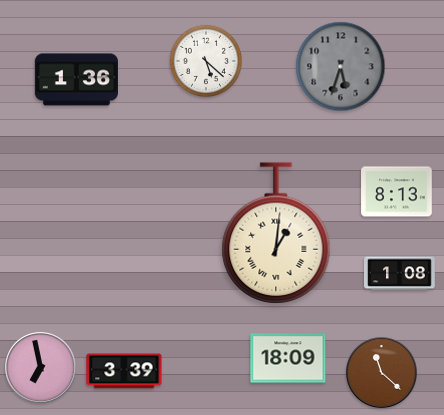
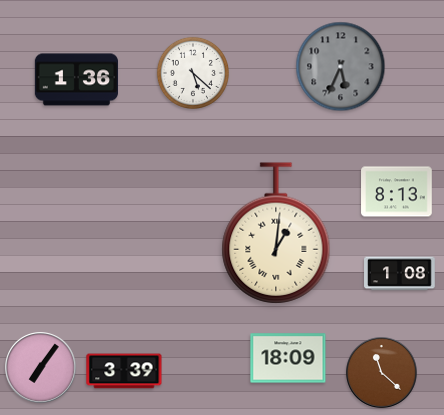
clock at (205, 60) position: (205, 60) -> (192, 72)
clock at (341, 67): 5:33 -> 5:34
clock at (41, 368): 6:58 -> 7:06
